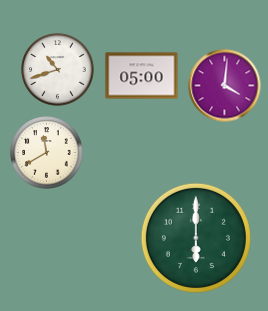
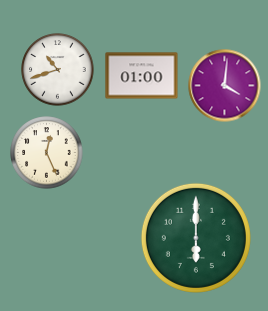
clock at (142, 76): 05:00 -> 01:00
clock at (47, 153): 11:40 -> 12:26
